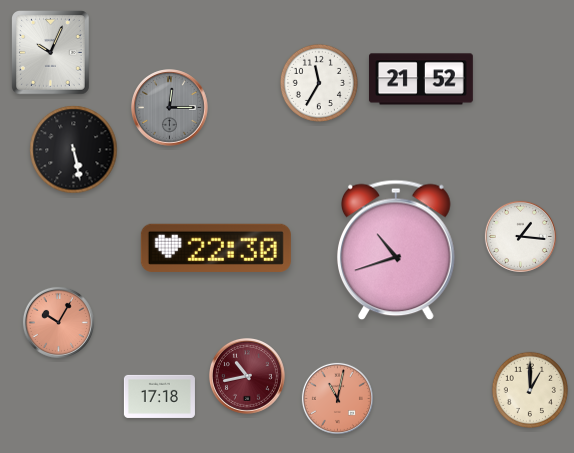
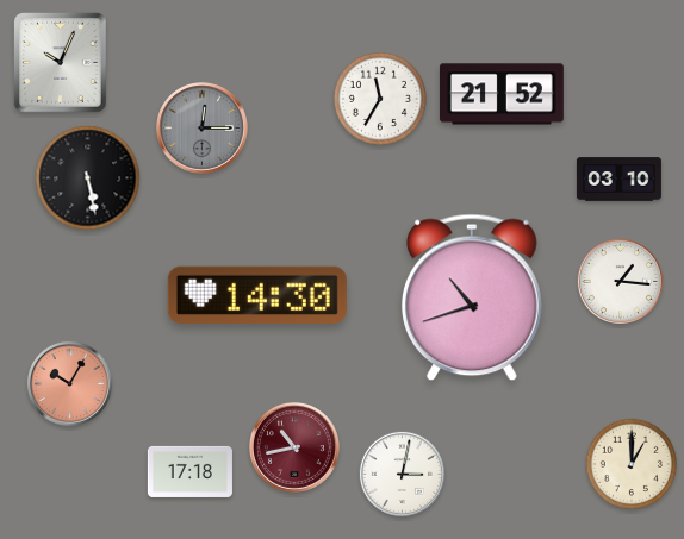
clock at (618, 180): none -> 03:10
clock at (216, 248): 22:30 -> 14:30
clock at (337, 398): 11:02 -> 3:02
clock at (337, 398) dial: salmon -> white
